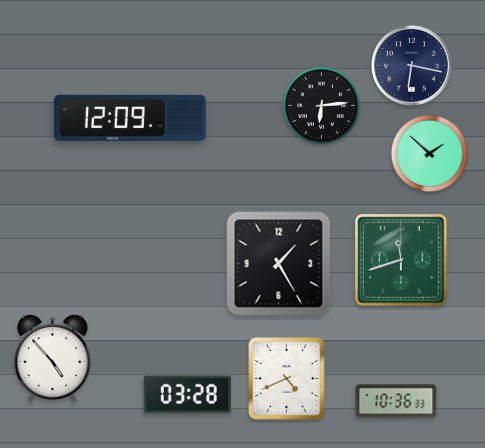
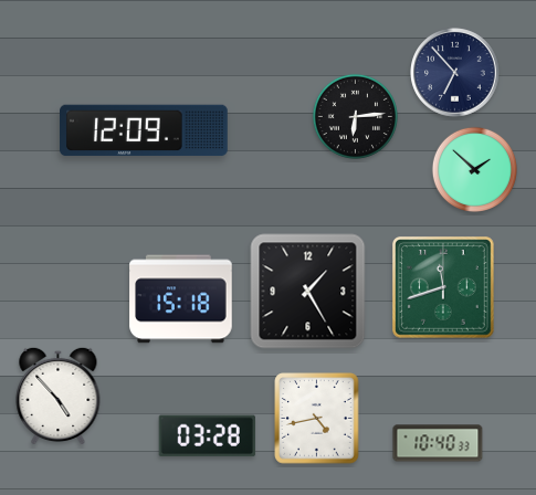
clock at (412, 66): 6:17 -> 6:53
clock at (181, 299): none -> 15:18
clock at (287, 379): 4:41 -> 4:43
clock at (396, 401): 10:36 -> 10:40
